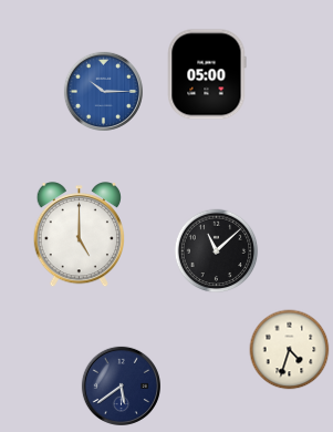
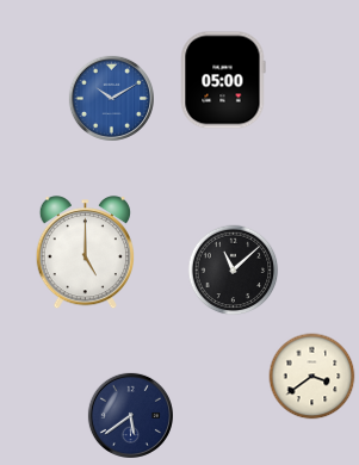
clock at (103, 91): 10:15 -> 10:10
clock at (290, 350): 4:33 -> 3:39
